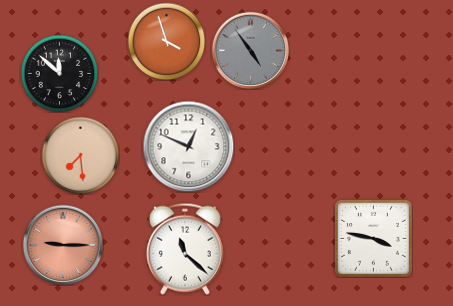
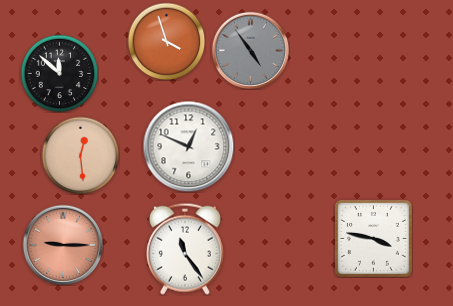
clock at (80, 155): 7:29 -> 12:29
clock at (185, 249): 11:22 -> 11:24
